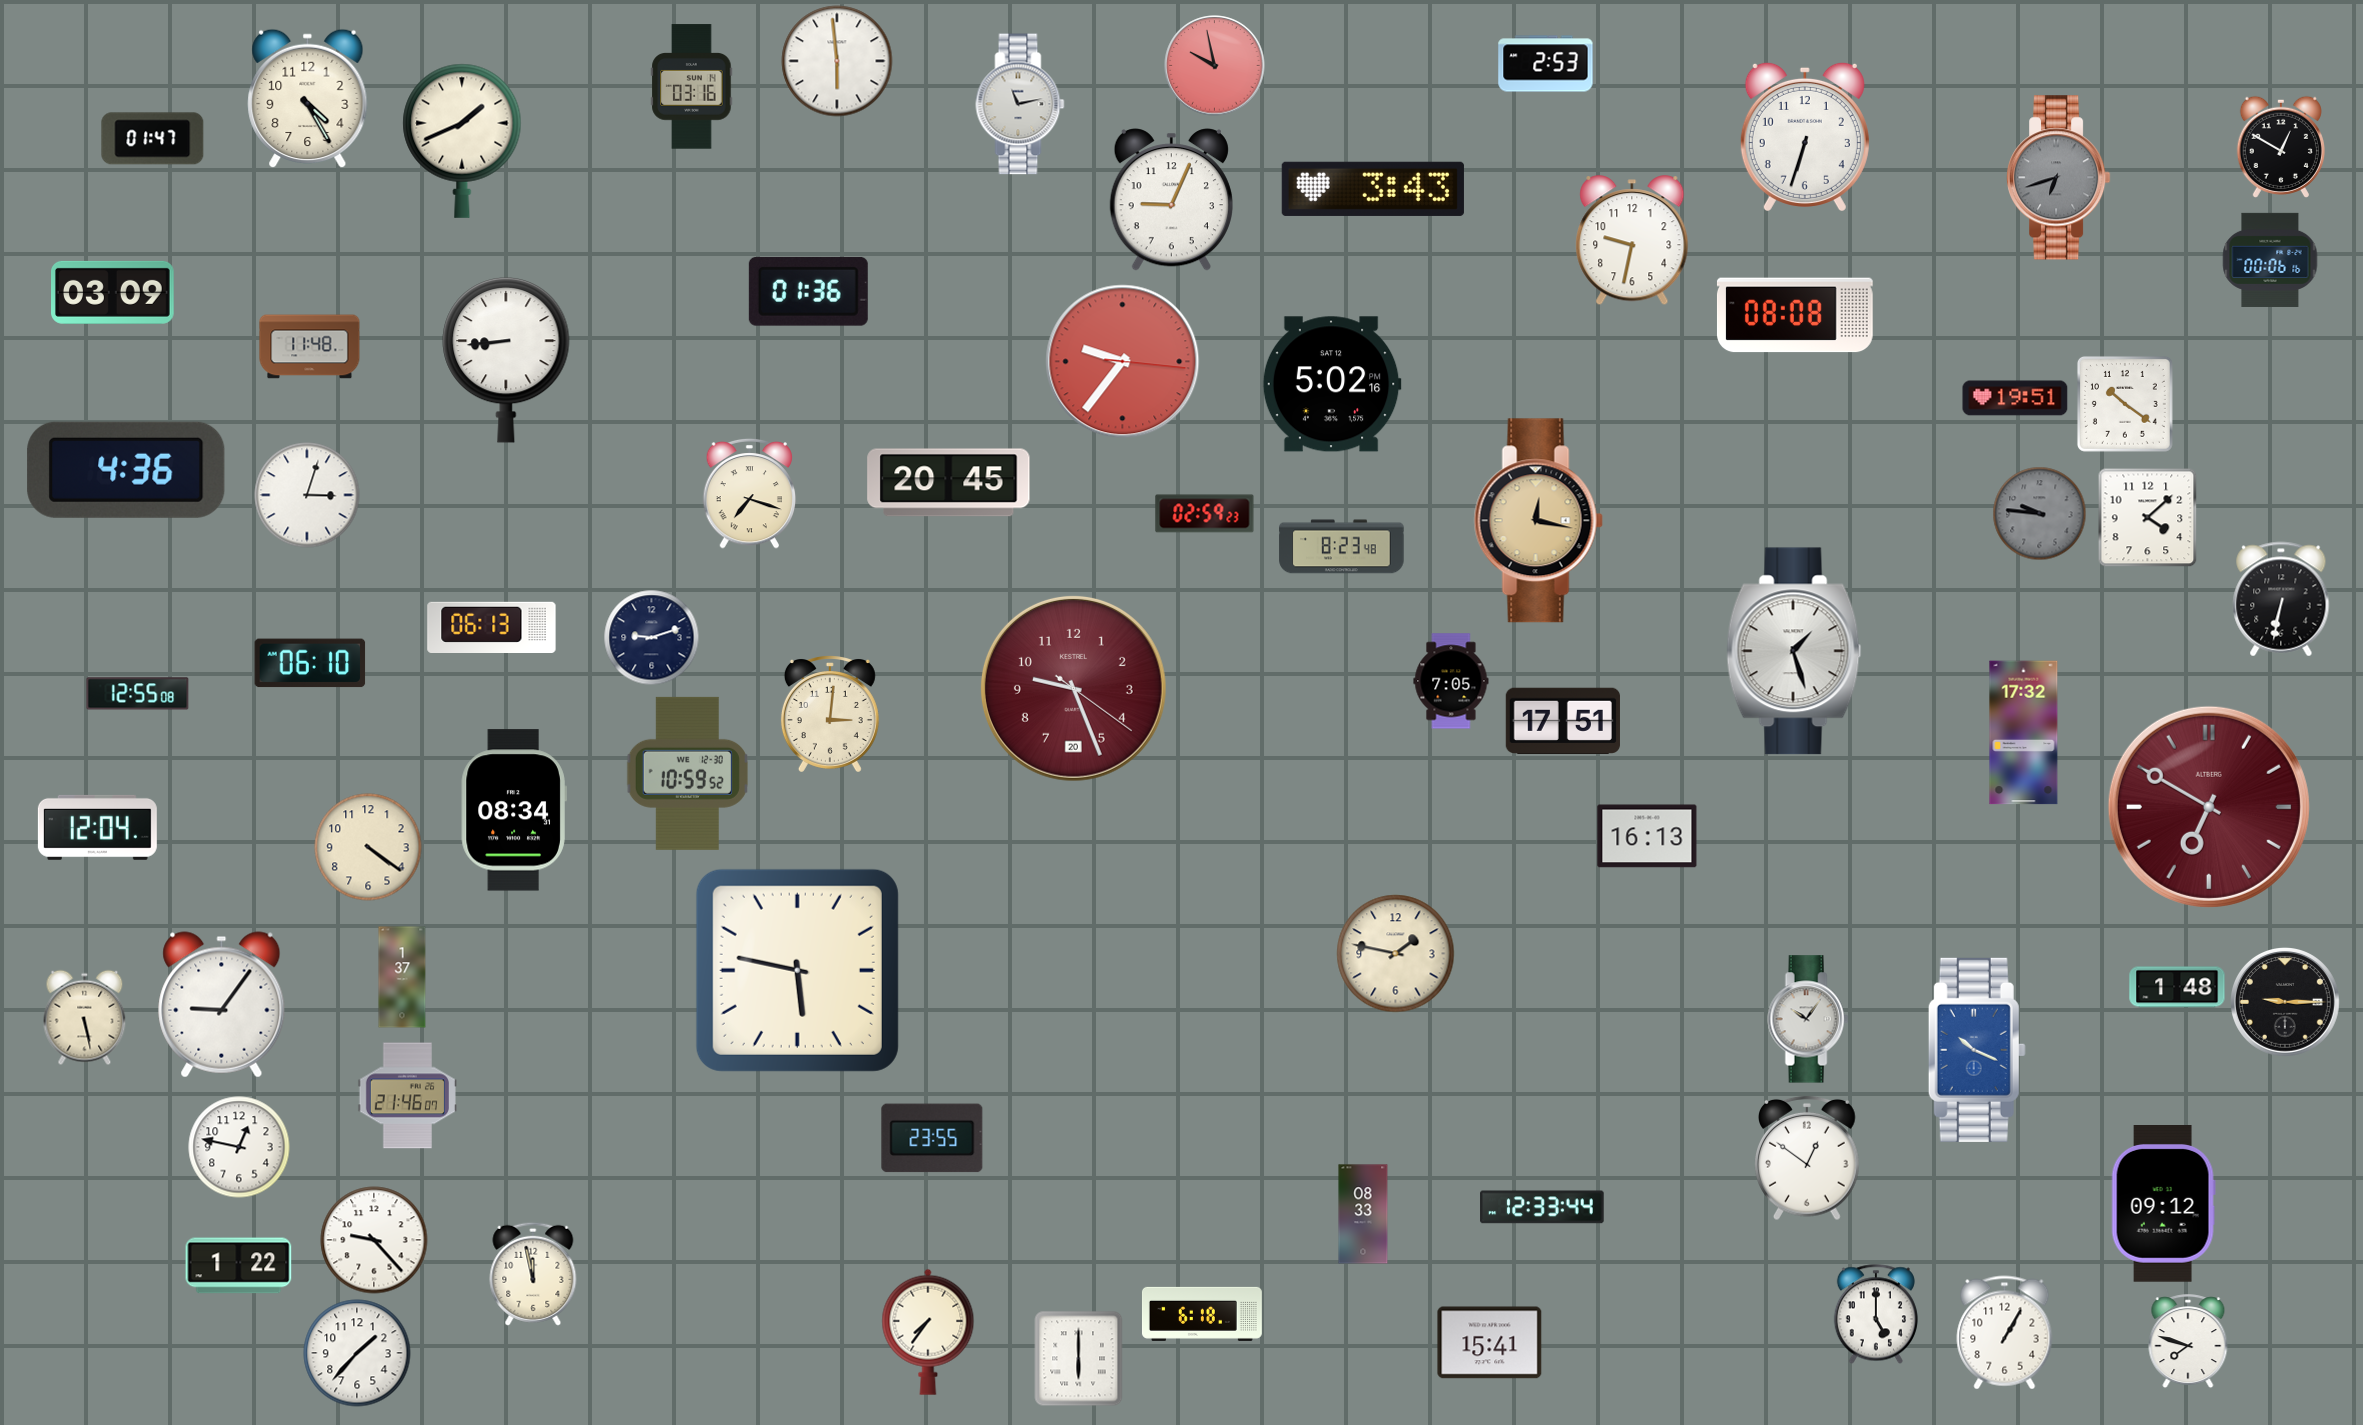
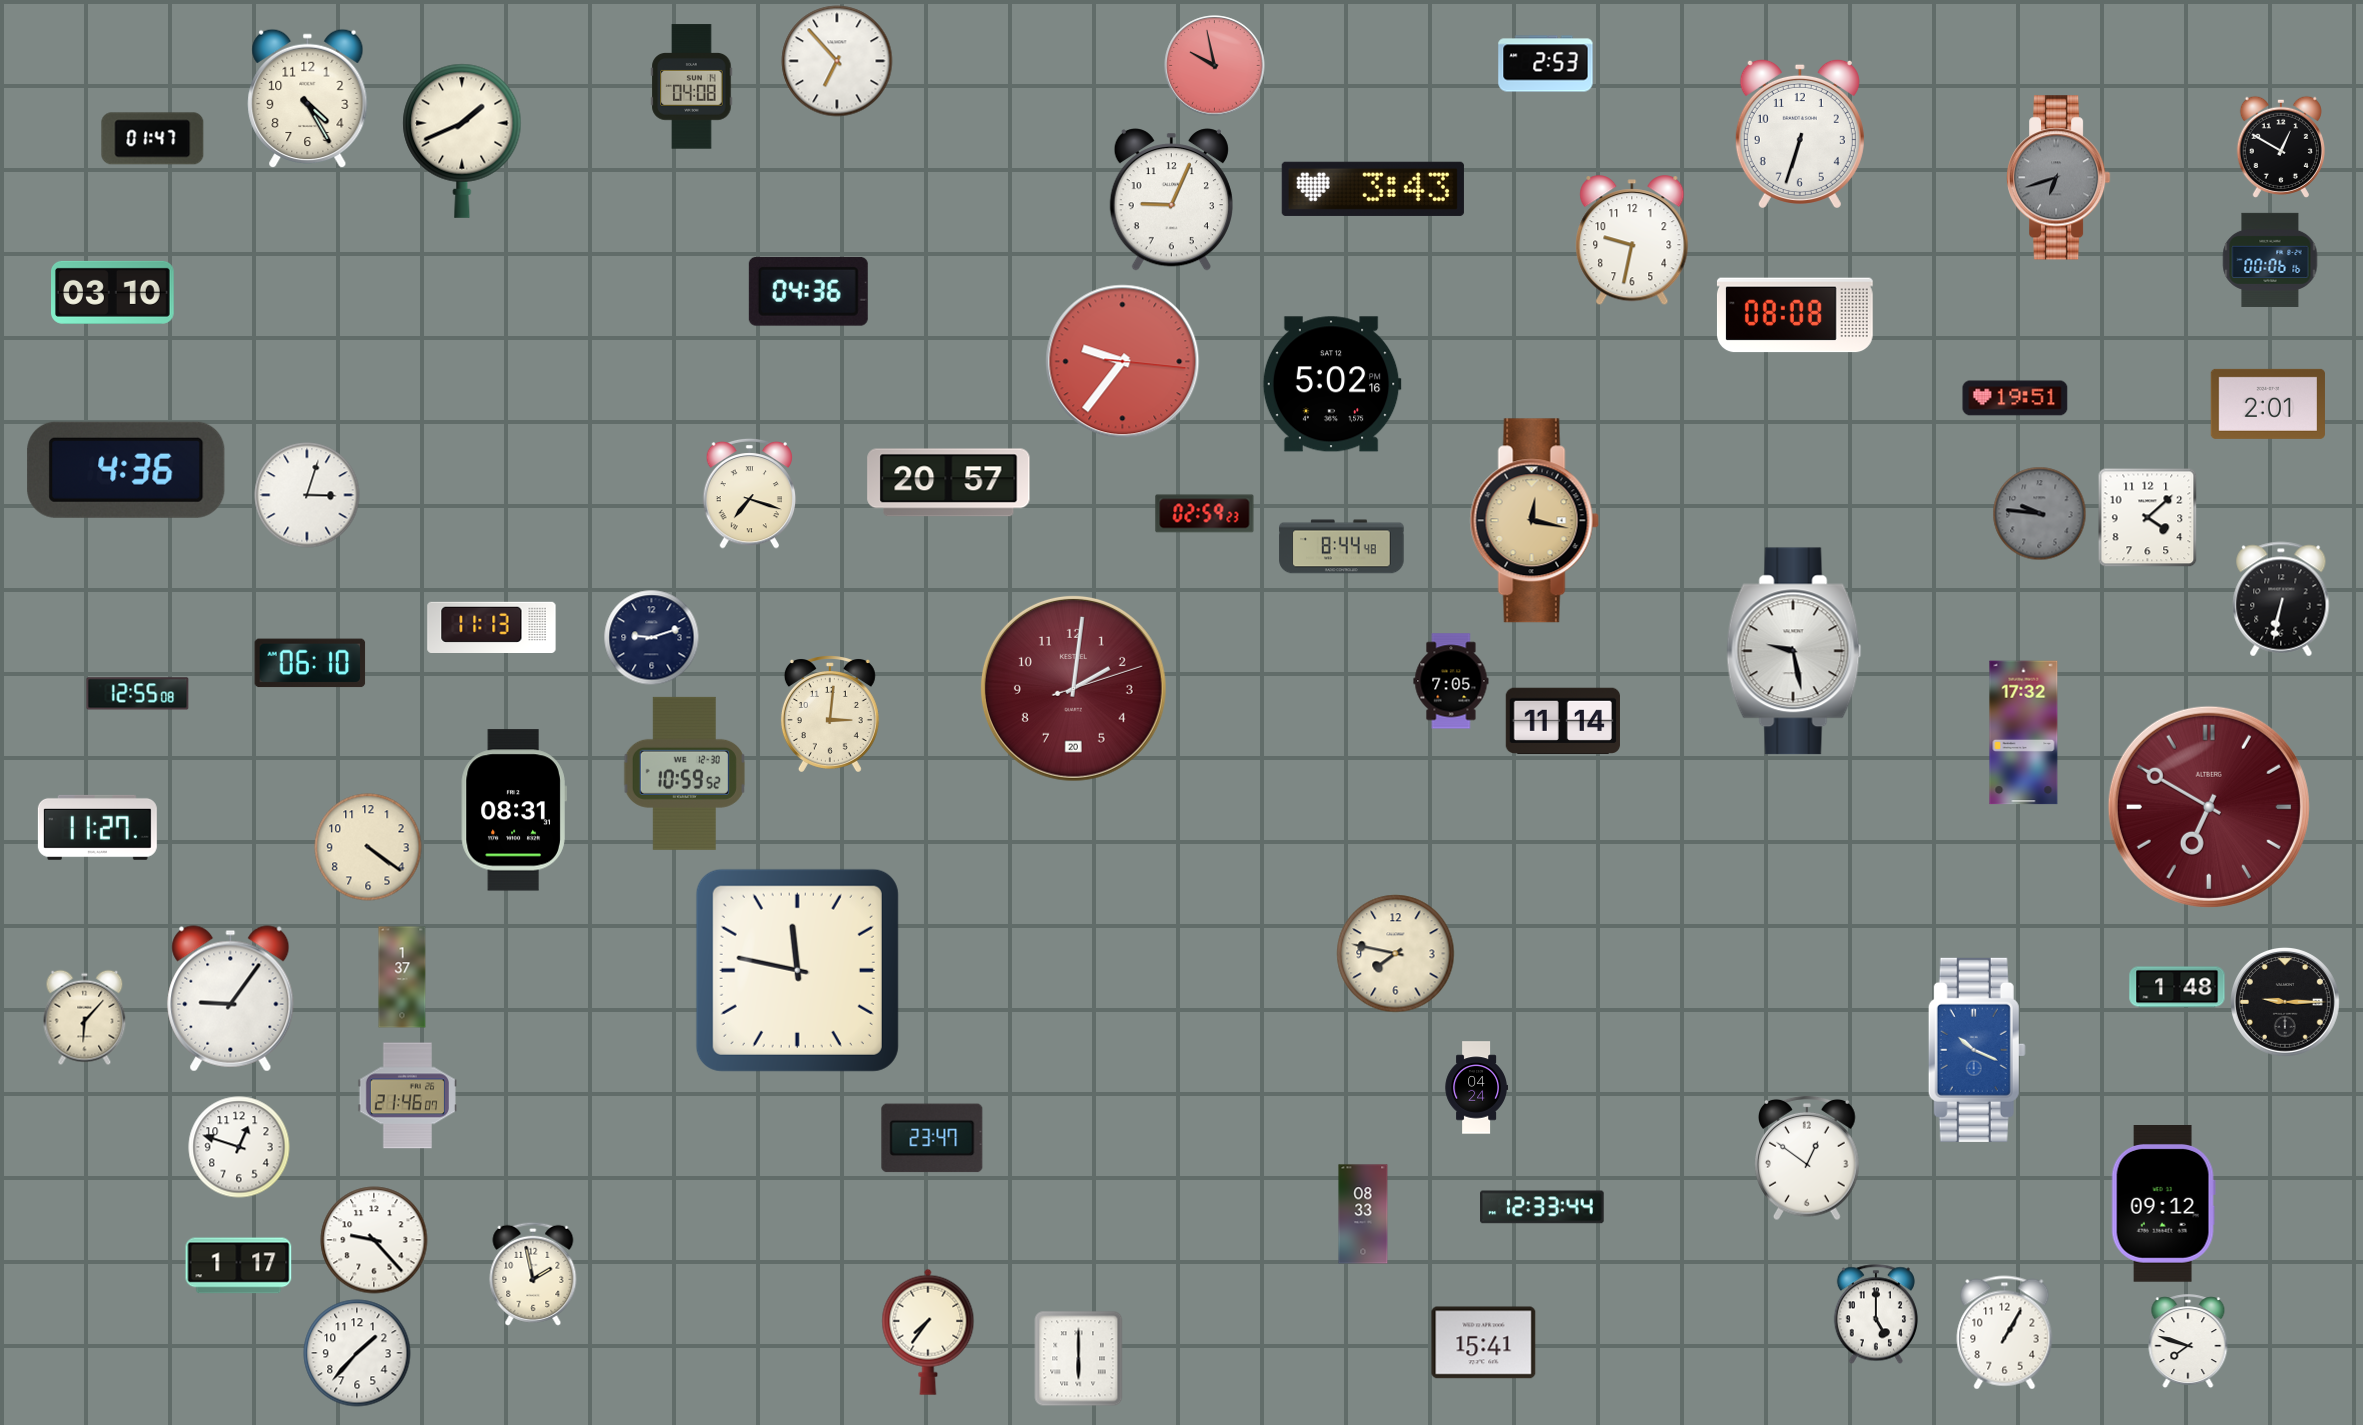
clock at (837, 61): 5:59 -> 6:53
clock at (692, 87): 03:16 -> 04:08
clock at (1020, 104): 11:13 -> none
clock at (1805, 136) position: (1805, 136) -> (1800, 133)
clock at (808, 291): 01:36 -> 04:36
clock at (113, 292): 03:09 -> 03:10
clock at (310, 347): 11:48 -> none
clock at (506, 360): 8:44 -> none
clock at (2125, 404): 10:21 -> none
clock at (2268, 404): none -> 2:01
clock at (949, 483): 20:45 -> 20:57
clock at (1538, 521) position: (1538, 521) -> (1534, 521)
clock at (1342, 547): 8:23 -> 8:44
clock at (492, 627): 06:13 -> 11:13
clock at (1794, 651): 1:27 -> 9:28
clock at (1073, 688): 9:26 -> 2:01
clock at (1563, 721): 17:51 -> 11:14
clock at (687, 773) position: (687, 773) -> (684, 773)
clock at (514, 810): 08:34 -> 08:31
clock at (97, 827): 12:04 -> 11:27
clock at (1647, 836): 16:13 -> none
clock at (1396, 954): 1:47 -> 7:47
clock at (797, 970): 5:47 -> 11:47
clock at (222, 1005) position: (222, 1005) -> (231, 999)
clock at (85, 1018): 5:28 -> 6:07
clock at (1808, 1019): 10:06 -> none
clock at (1476, 1088): none -> 04:24
clock at (932, 1138): 23:55 -> 23:47
clock at (239, 1147): 12:47 -> 12:48
clock at (239, 1266): 1:22 -> 1:17
clock at (533, 1274): 11:58 -> 1:58
clock at (1202, 1314): 6:18 -> none
clock at (1490, 1343) position: (1490, 1343) -> (1484, 1343)
